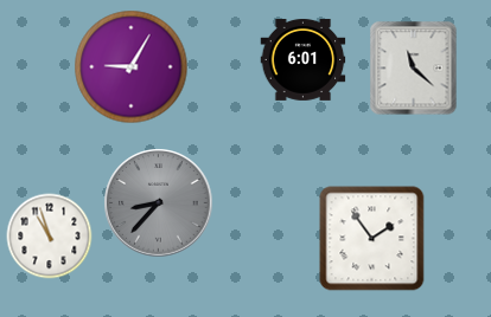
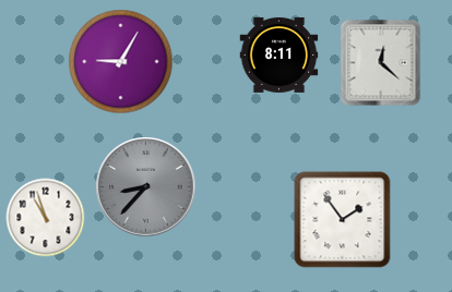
clock at (304, 59): 6:01 -> 8:11
clock at (414, 69): 11:22 -> 12:22
